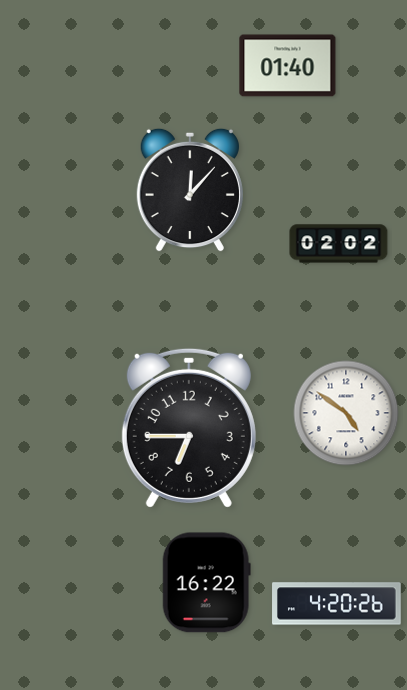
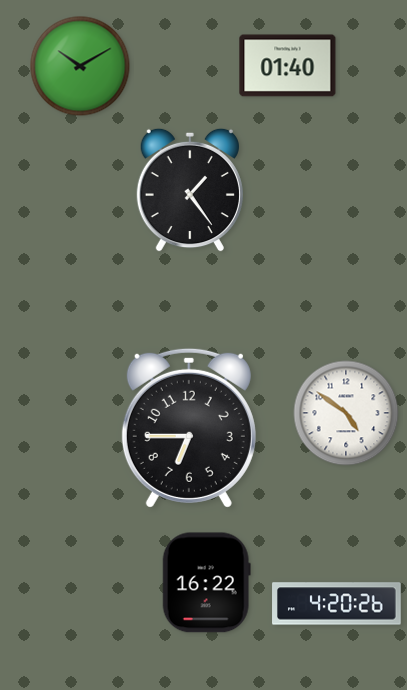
clock at (80, 66): none -> 10:10
clock at (190, 190): 12:07 -> 1:24
clock at (339, 244): 02:02 -> none
